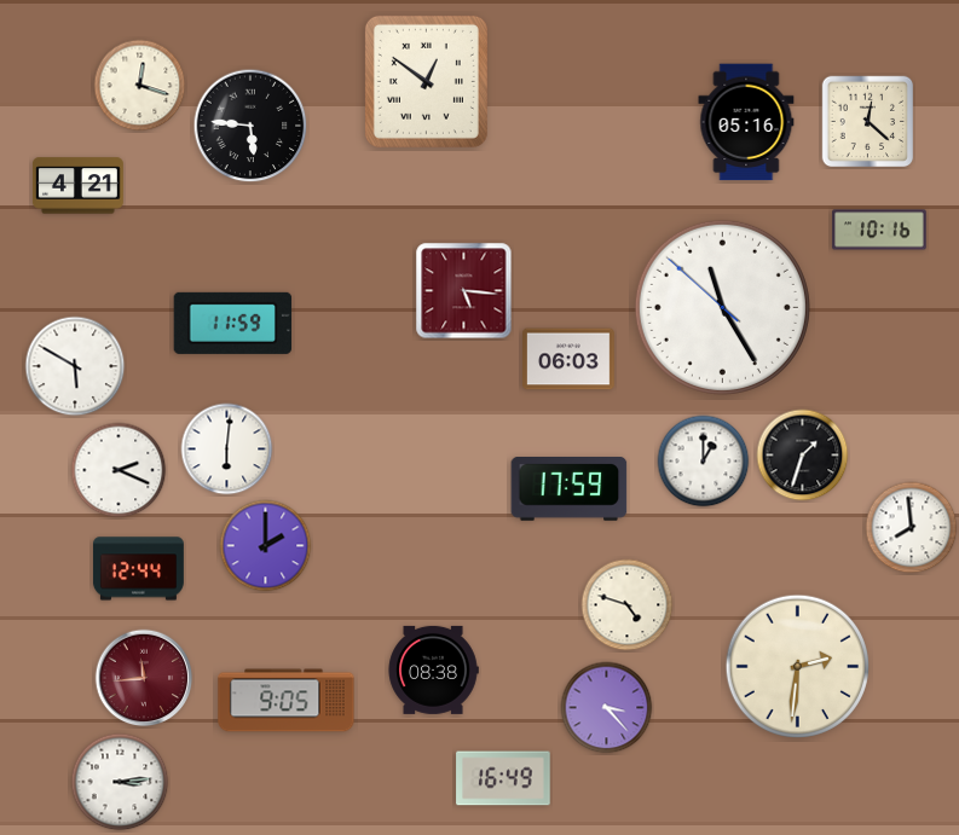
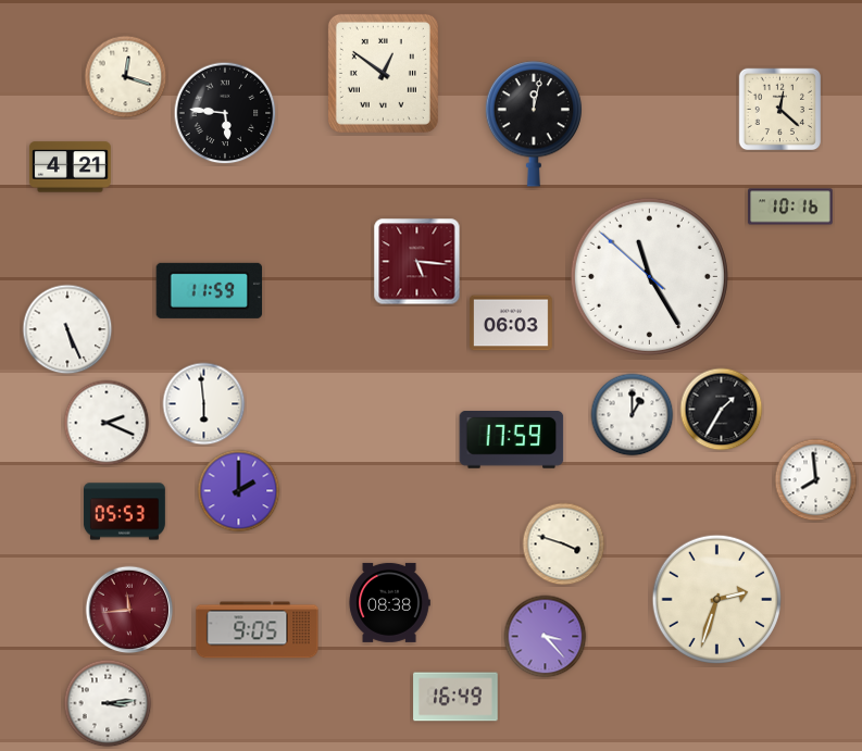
clock at (746, 122): 05:16 -> none
clock at (533, 124): none -> 12:02
clock at (75, 366): 5:50 -> 5:26
clock at (227, 450): 6:01 -> 5:59
clock at (803, 456): 1:33 -> 1:35
clock at (912, 528) position: (912, 528) -> (816, 480)
clock at (138, 569): 12:44 -> 05:53
clock at (628, 605): 4:48 -> 3:48
clock at (797, 666): 2:31 -> 2:33
clock at (503, 778) position: (503, 778) -> (455, 697)
